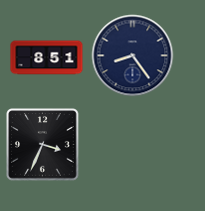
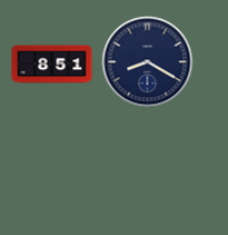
clock at (133, 56): 8:24 -> 8:20
clock at (43, 145): 3:34 -> none
